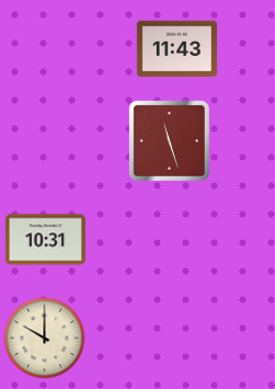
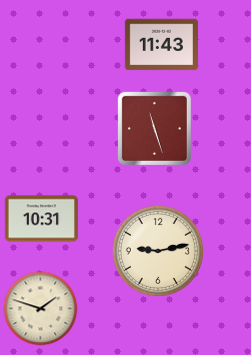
clock at (158, 251): none -> 9:13
clock at (45, 339): 10:00 -> 1:48
